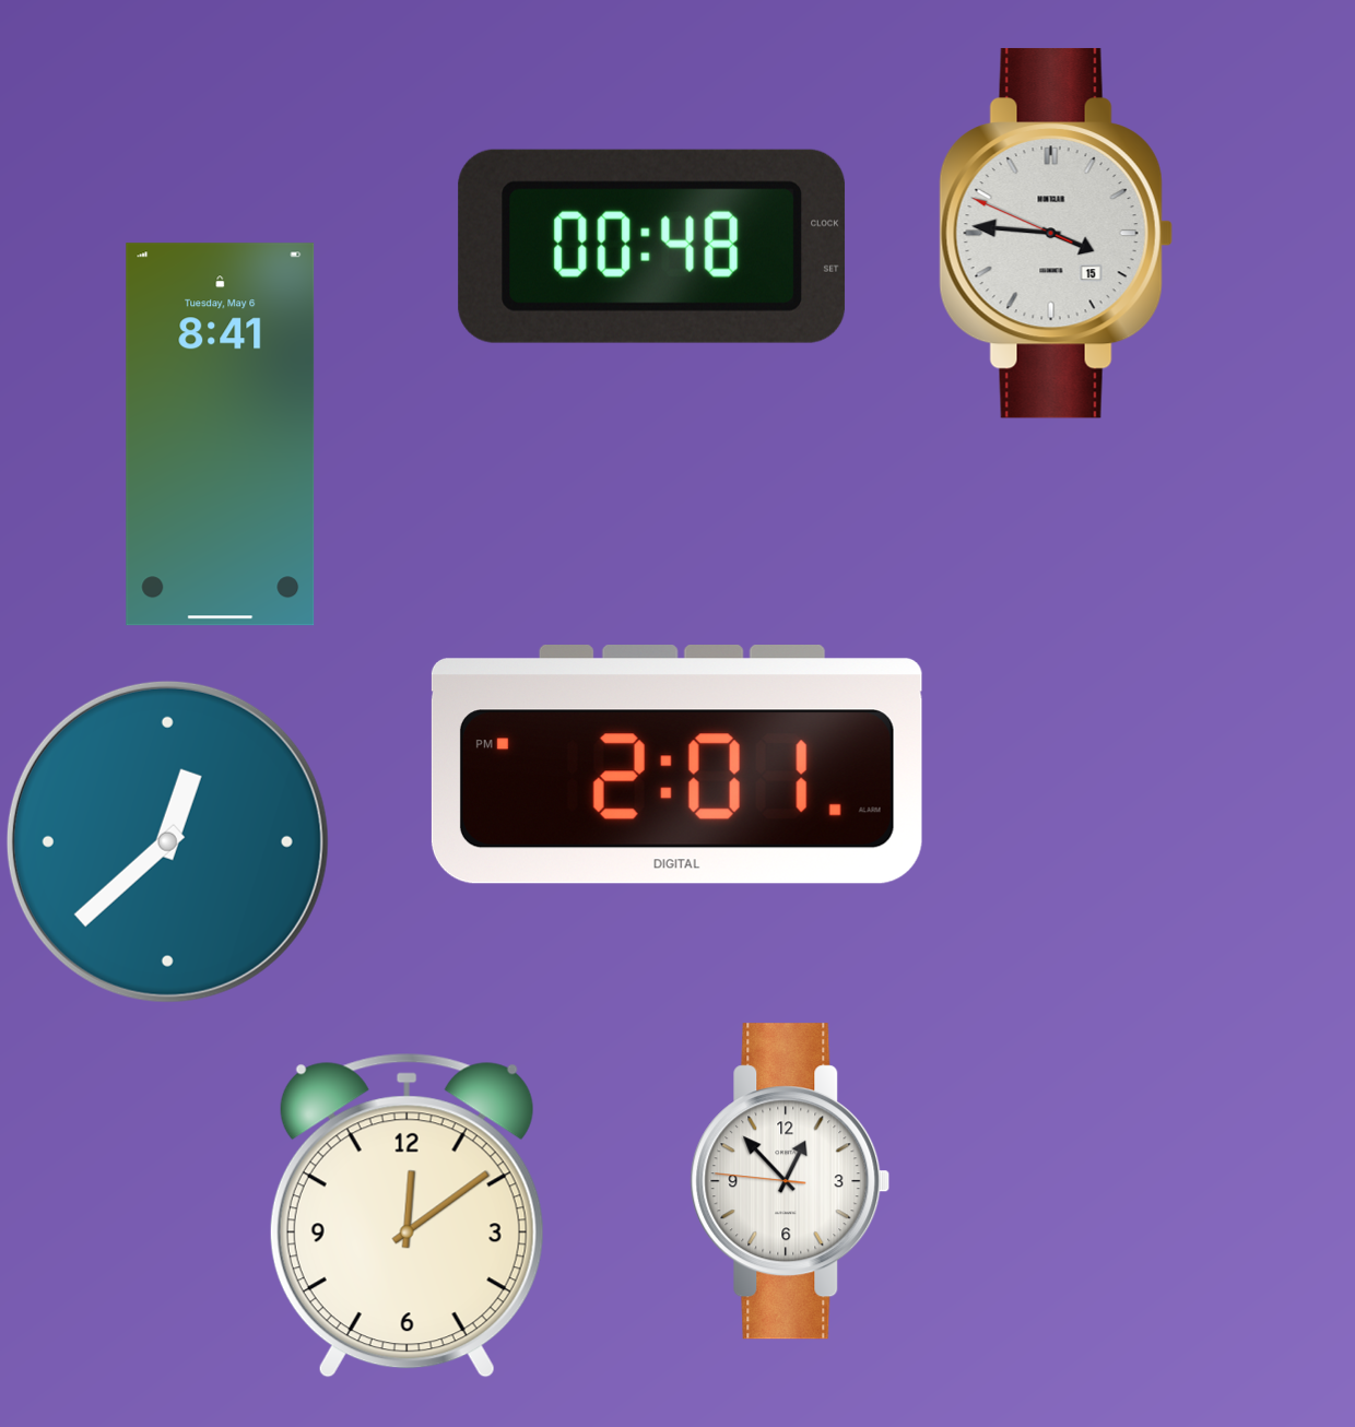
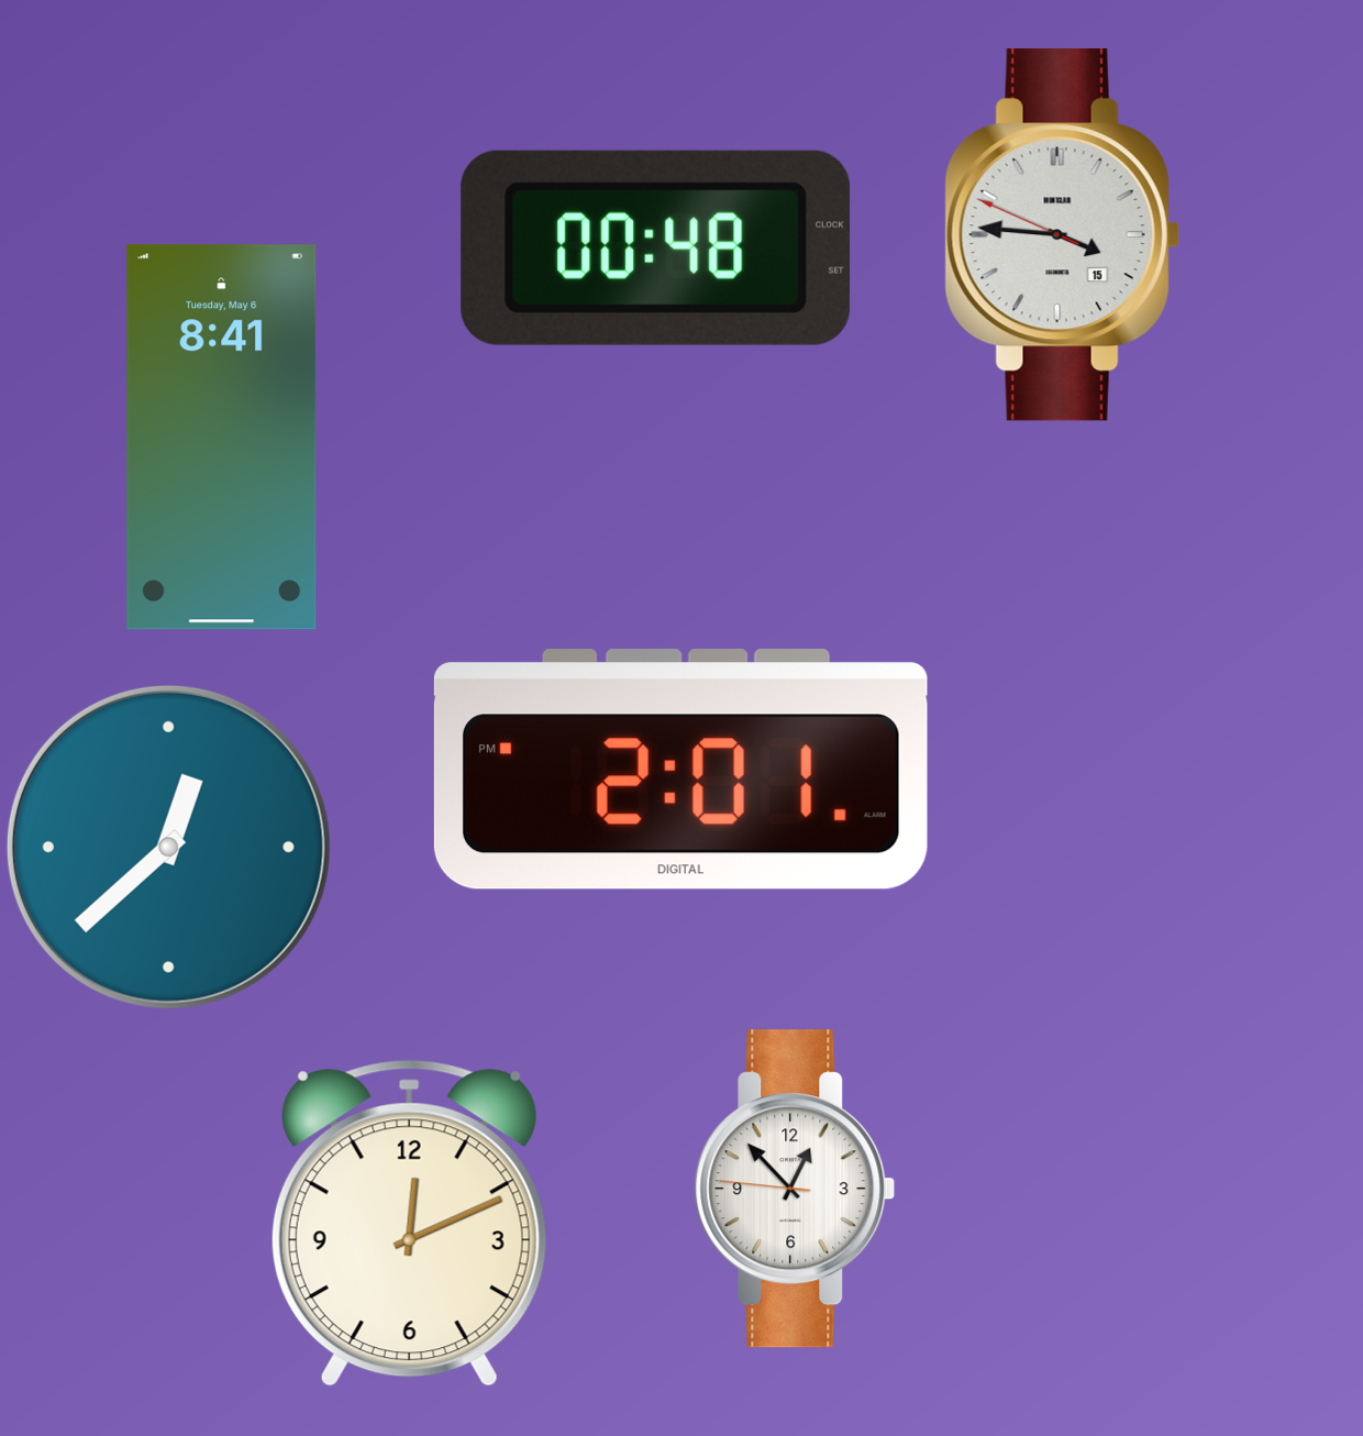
clock at (406, 1215): 12:09 -> 12:11
